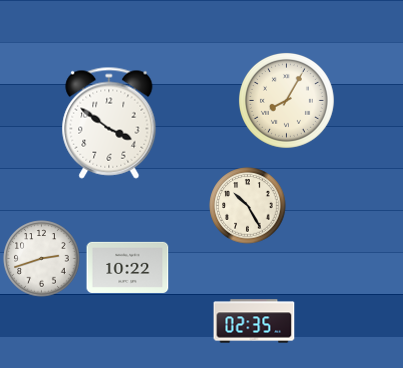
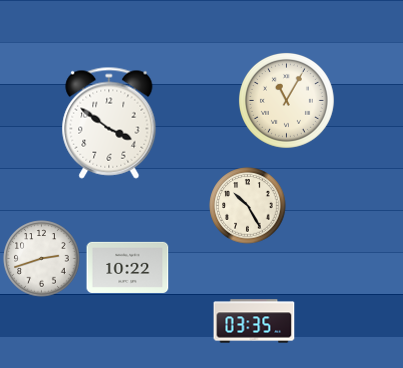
clock at (286, 100): 8:05 -> 11:05
clock at (254, 321): 02:35 -> 03:35
